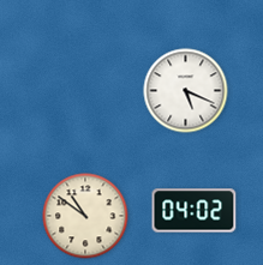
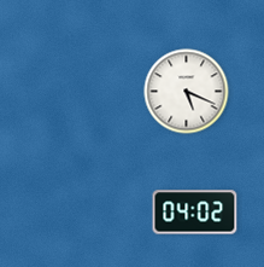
clock at (85, 216): 10:51 -> none
